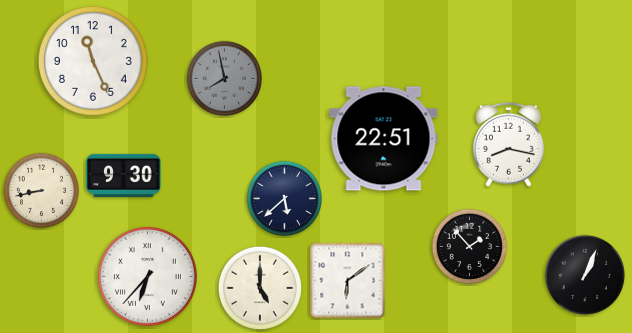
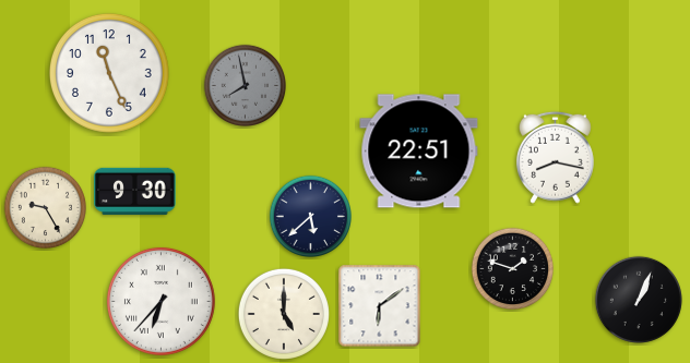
clock at (93, 61) position: (93, 61) -> (109, 73)
clock at (41, 190): 8:43 -> 9:25
clock at (469, 246): 1:53 -> 1:48
